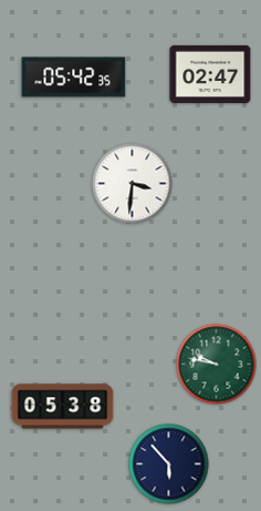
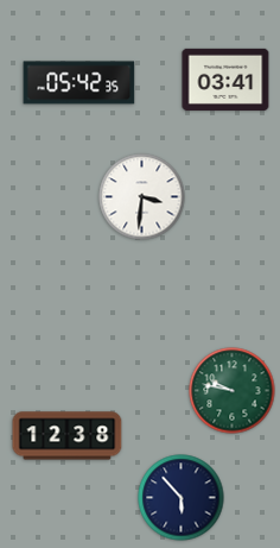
clock at (210, 74): 02:47 -> 03:41
clock at (63, 407): 05:38 -> 12:38
